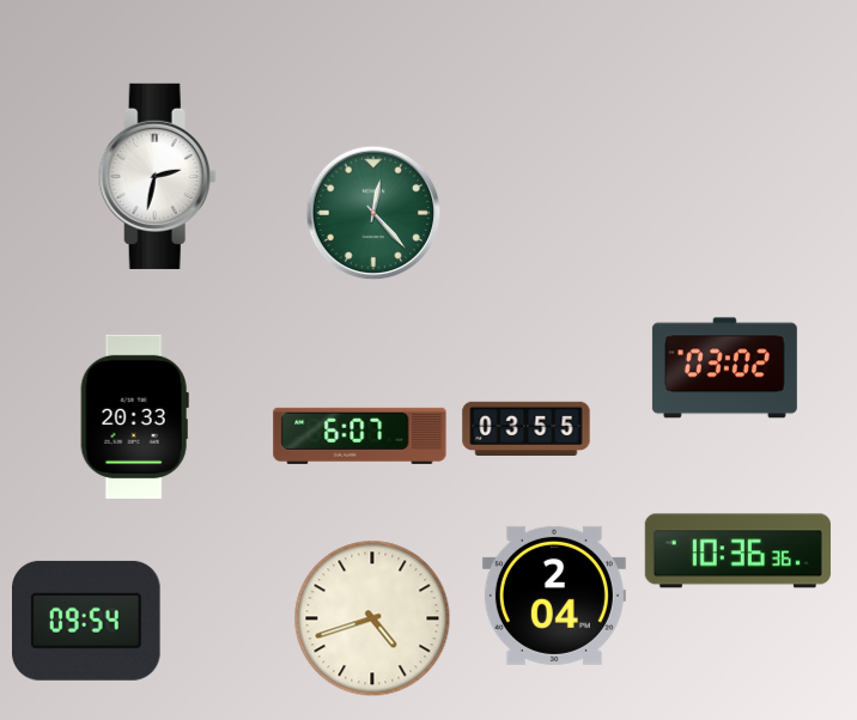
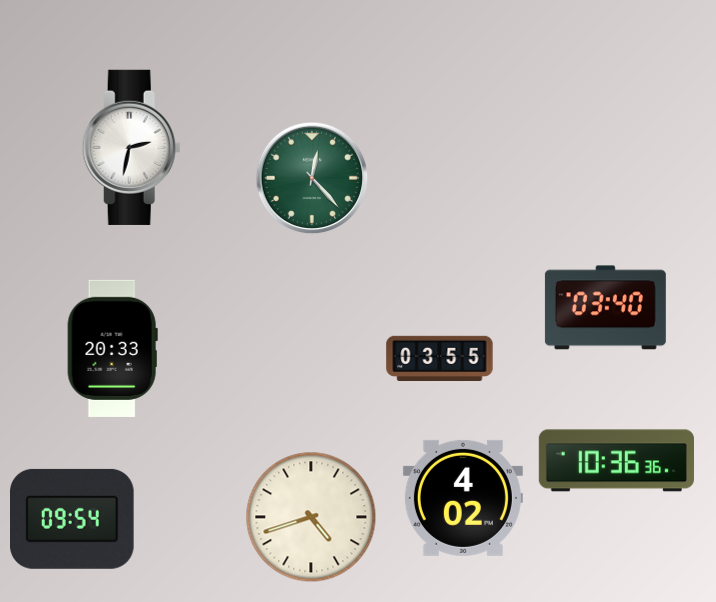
clock at (724, 368): 03:02 -> 03:40
clock at (360, 435): 6:07 -> none
clock at (554, 596): 2:04 -> 4:02
